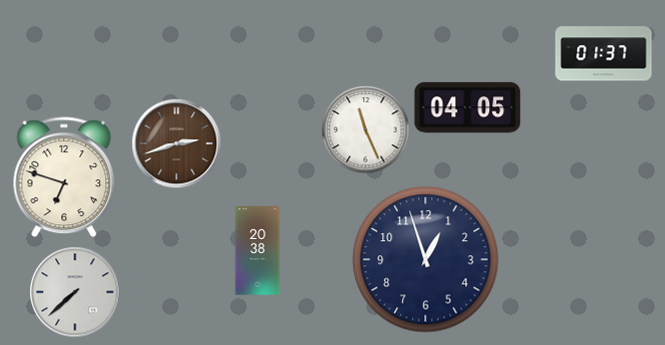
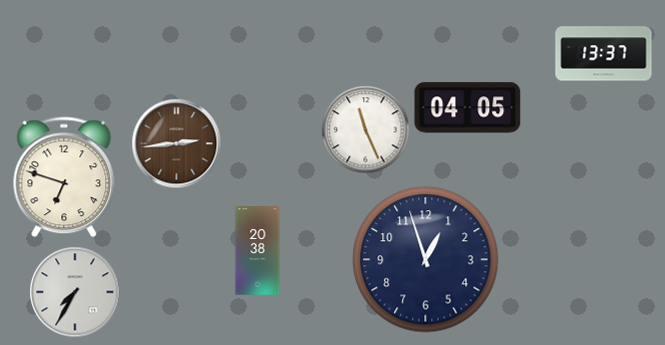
clock at (604, 54): 01:37 -> 13:37
clock at (177, 144): 2:42 -> 2:44
clock at (75, 292): 7:38 -> 7:35
